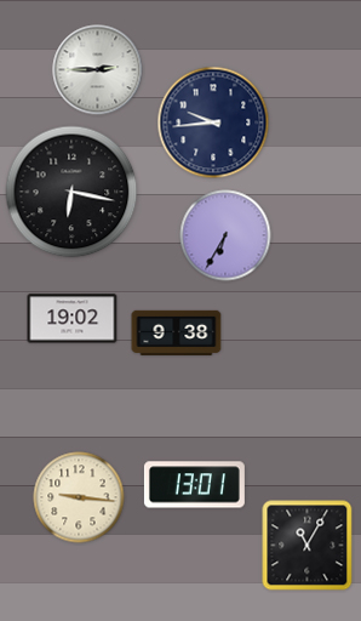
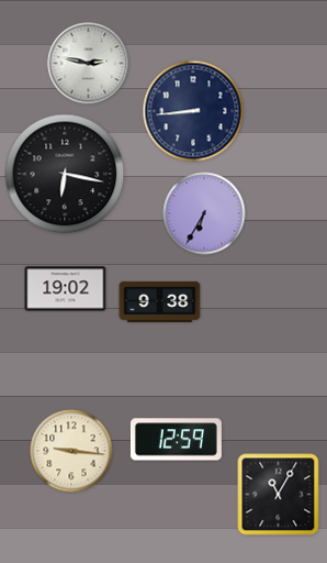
clock at (98, 70): 2:45 -> 2:47
clock at (213, 123): 9:44 -> 8:44
clock at (194, 485): 13:01 -> 12:59
